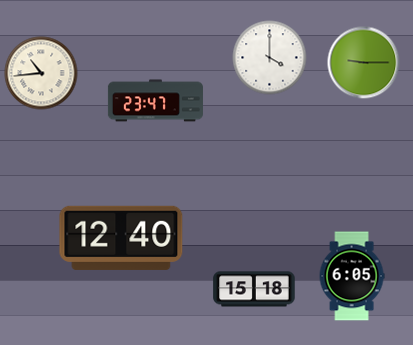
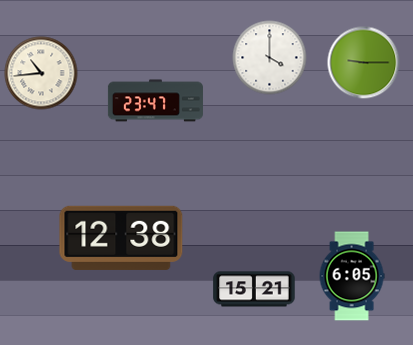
clock at (121, 238): 12:40 -> 12:38
clock at (254, 289): 15:18 -> 15:21
